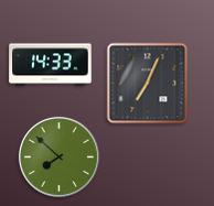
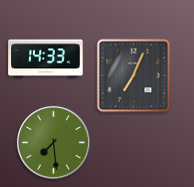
clock at (58, 156): 7:52 -> 7:29
